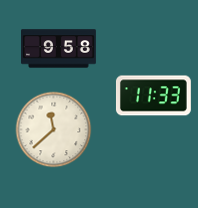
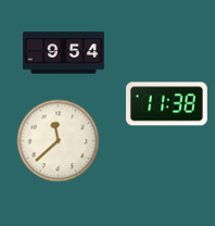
clock at (59, 49): 9:58 -> 9:54
clock at (153, 96): 11:33 -> 11:38
